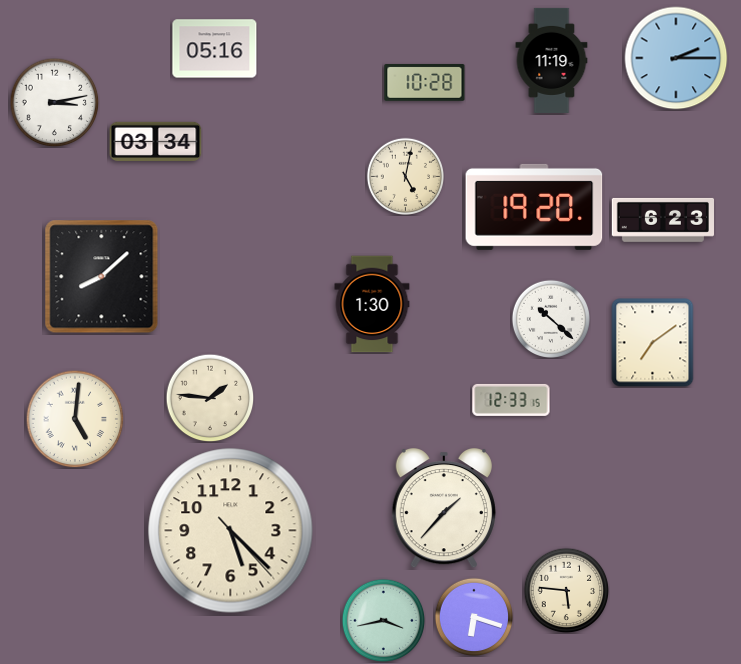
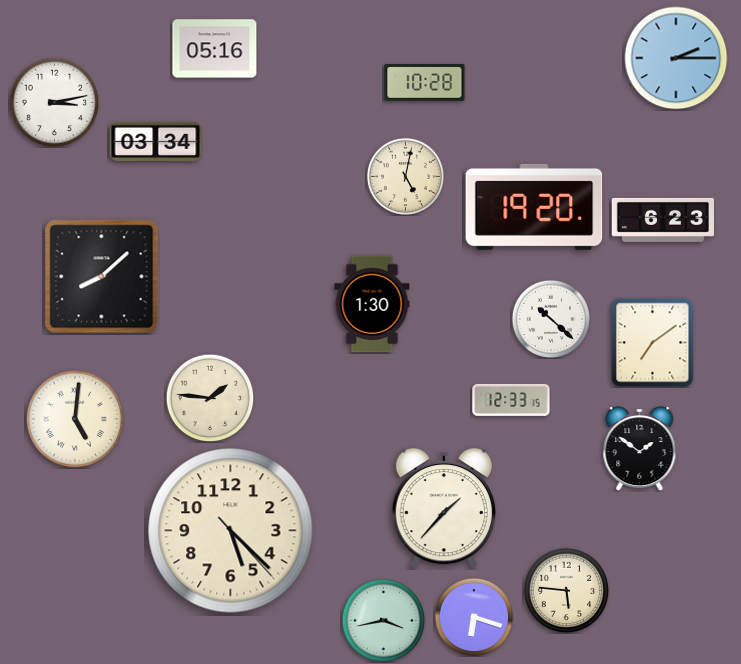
clock at (552, 60): 11:19 -> none
clock at (640, 449): none -> 1:51
